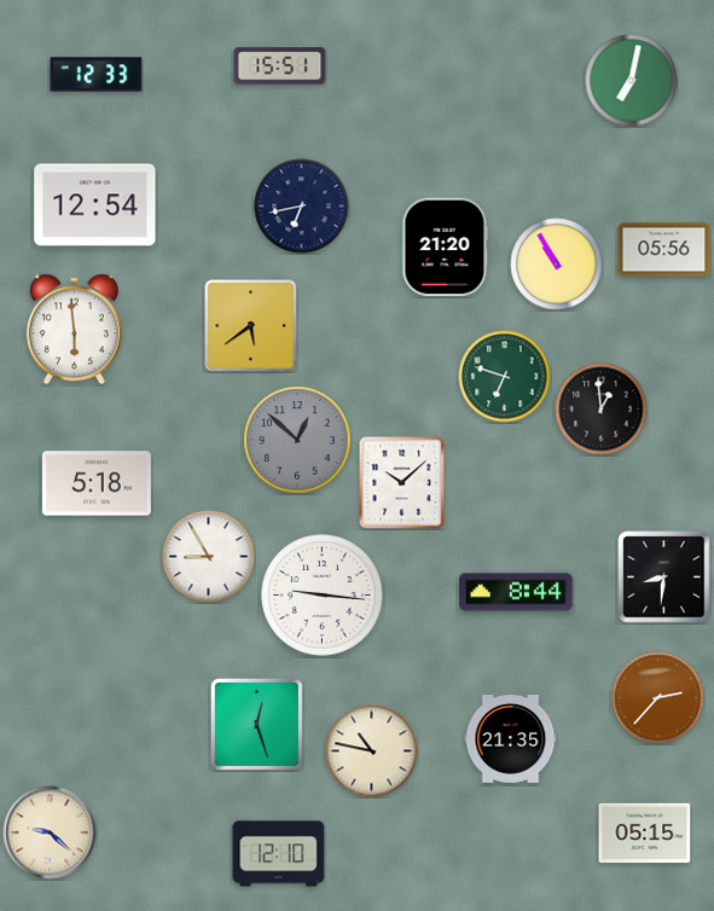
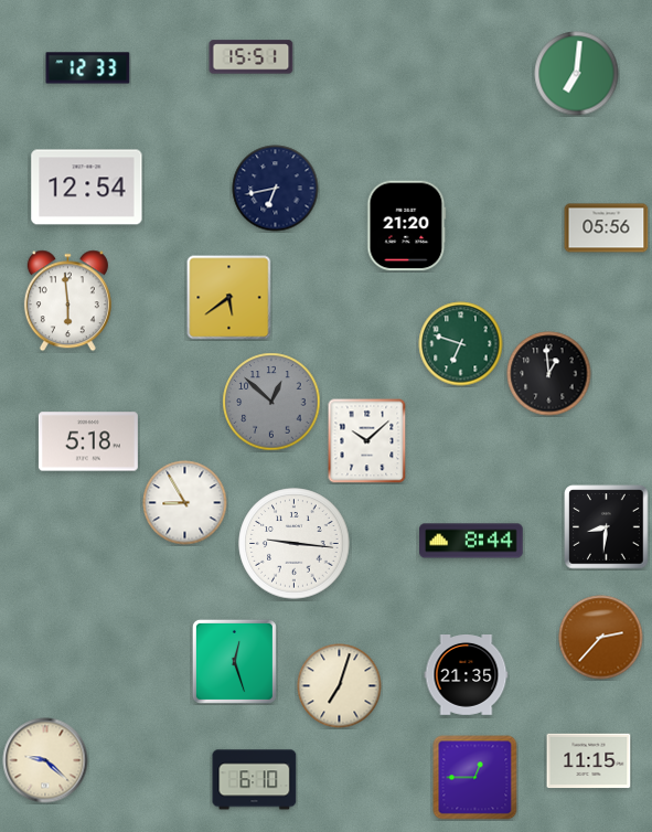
clock at (280, 66) position: (280, 66) -> (252, 57)
clock at (632, 81): 7:02 -> 7:01
clock at (557, 265): 10:55 -> none
clock at (209, 557) position: (209, 557) -> (185, 503)
clock at (372, 752): 10:47 -> 7:03
clock at (645, 834): 05:15 -> 11:15
clock at (475, 778): none -> 12:45
clock at (279, 854): 12:10 -> 6:10
